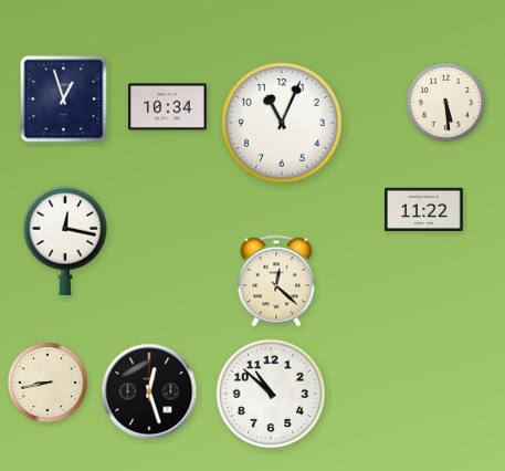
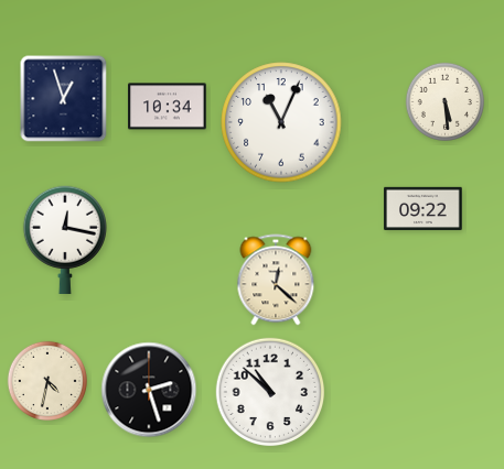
clock at (424, 209): 11:22 -> 09:22
clock at (48, 383): 8:43 -> 4:32
clock at (149, 391): 12:27 -> 2:27
